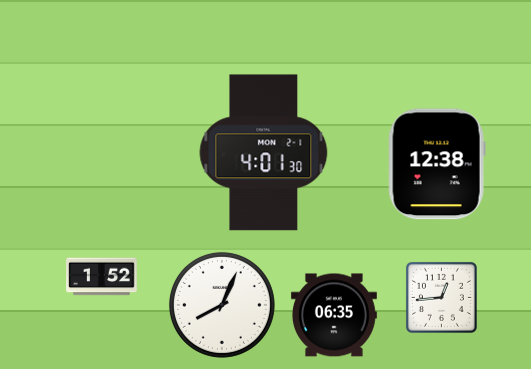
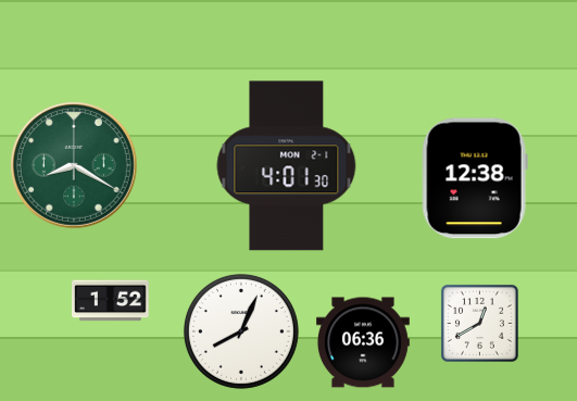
clock at (74, 165): none -> 8:20
clock at (441, 297): 12:44 -> 12:40
clock at (334, 315): 06:35 -> 06:36
